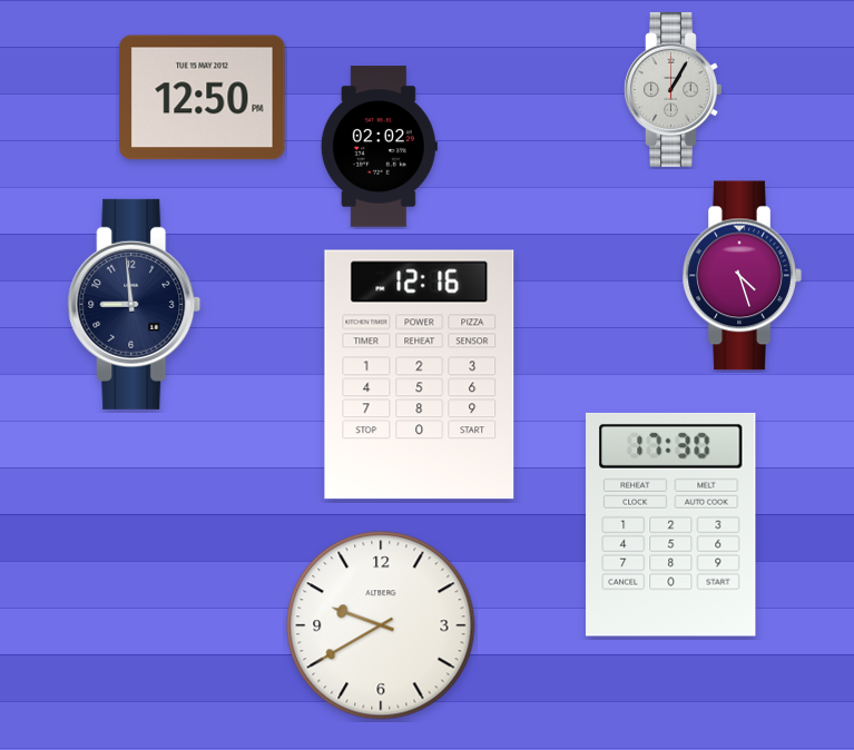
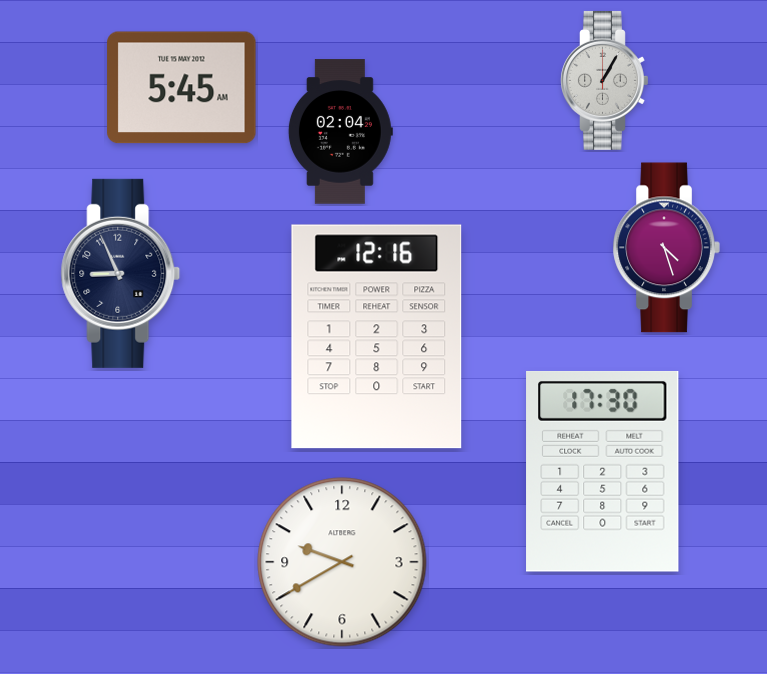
clock at (203, 98): 12:50 -> 5:45
clock at (379, 147): 02:02 -> 02:04
clock at (135, 304): 8:59 -> 8:56
